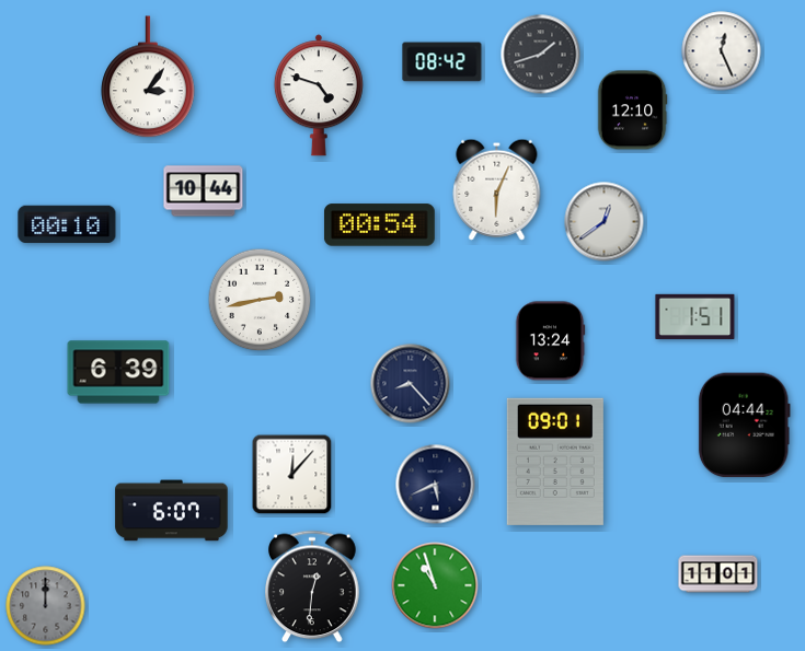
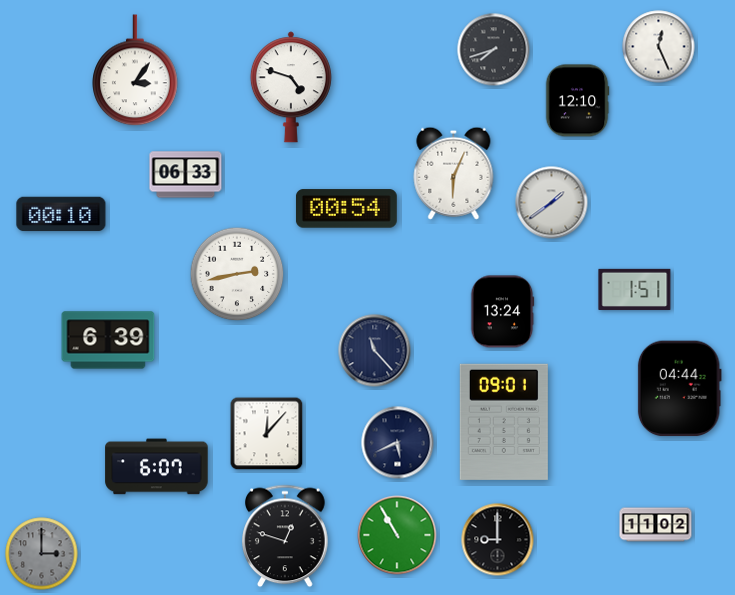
clock at (541, 55): 1:42 -> 7:42
clock at (442, 62): 08:42 -> none
clock at (204, 191): 10:44 -> 06:33
clock at (605, 222): 12:39 -> 1:39
clock at (67, 224) position: (67, 224) -> (61, 214)
clock at (379, 225) position: (379, 225) -> (346, 209)
clock at (411, 384): 8:23 -> 11:23
clock at (555, 462) position: (555, 462) -> (504, 422)
clock at (718, 574): 11:01 -> 11:02
clock at (435, 585): 10:57 -> 10:55
clock at (312, 586): 12:31 -> 12:48
clock at (498, 540): none -> 9:00
clock at (46, 606): 12:00 -> 3:00
